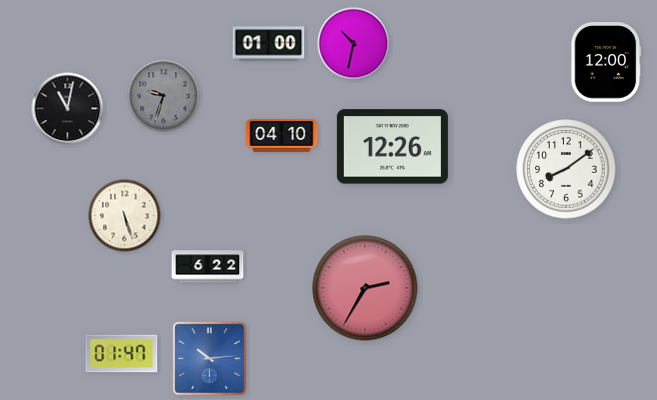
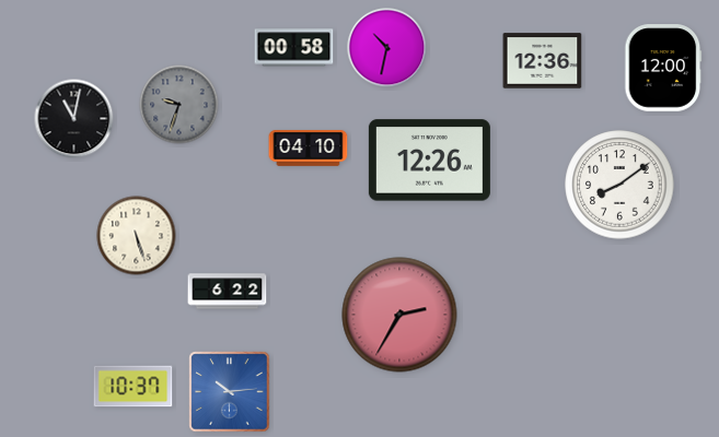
clock at (269, 44): 01:00 -> 00:58
clock at (543, 61): none -> 12:36
clock at (122, 354): 01:47 -> 10:37
